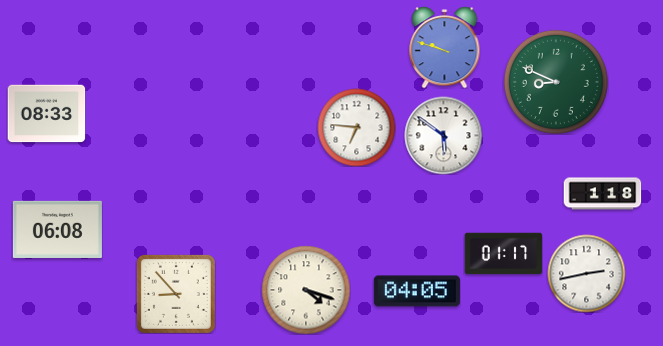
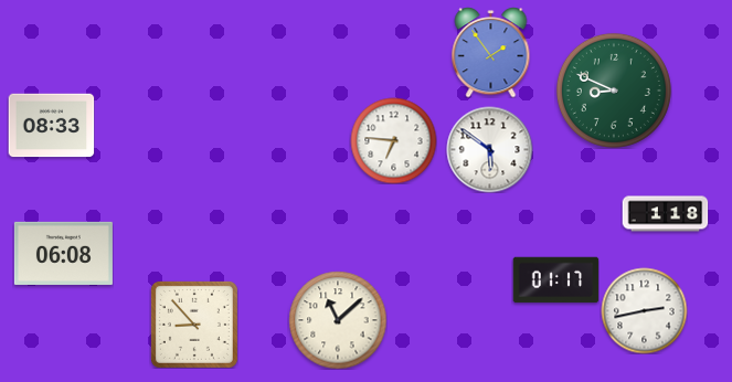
clock at (445, 47): 9:48 -> 1:54
clock at (586, 273) position: (586, 273) -> (644, 310)
clock at (306, 290): 4:18 -> 11:08
clock at (417, 291): 04:05 -> none
